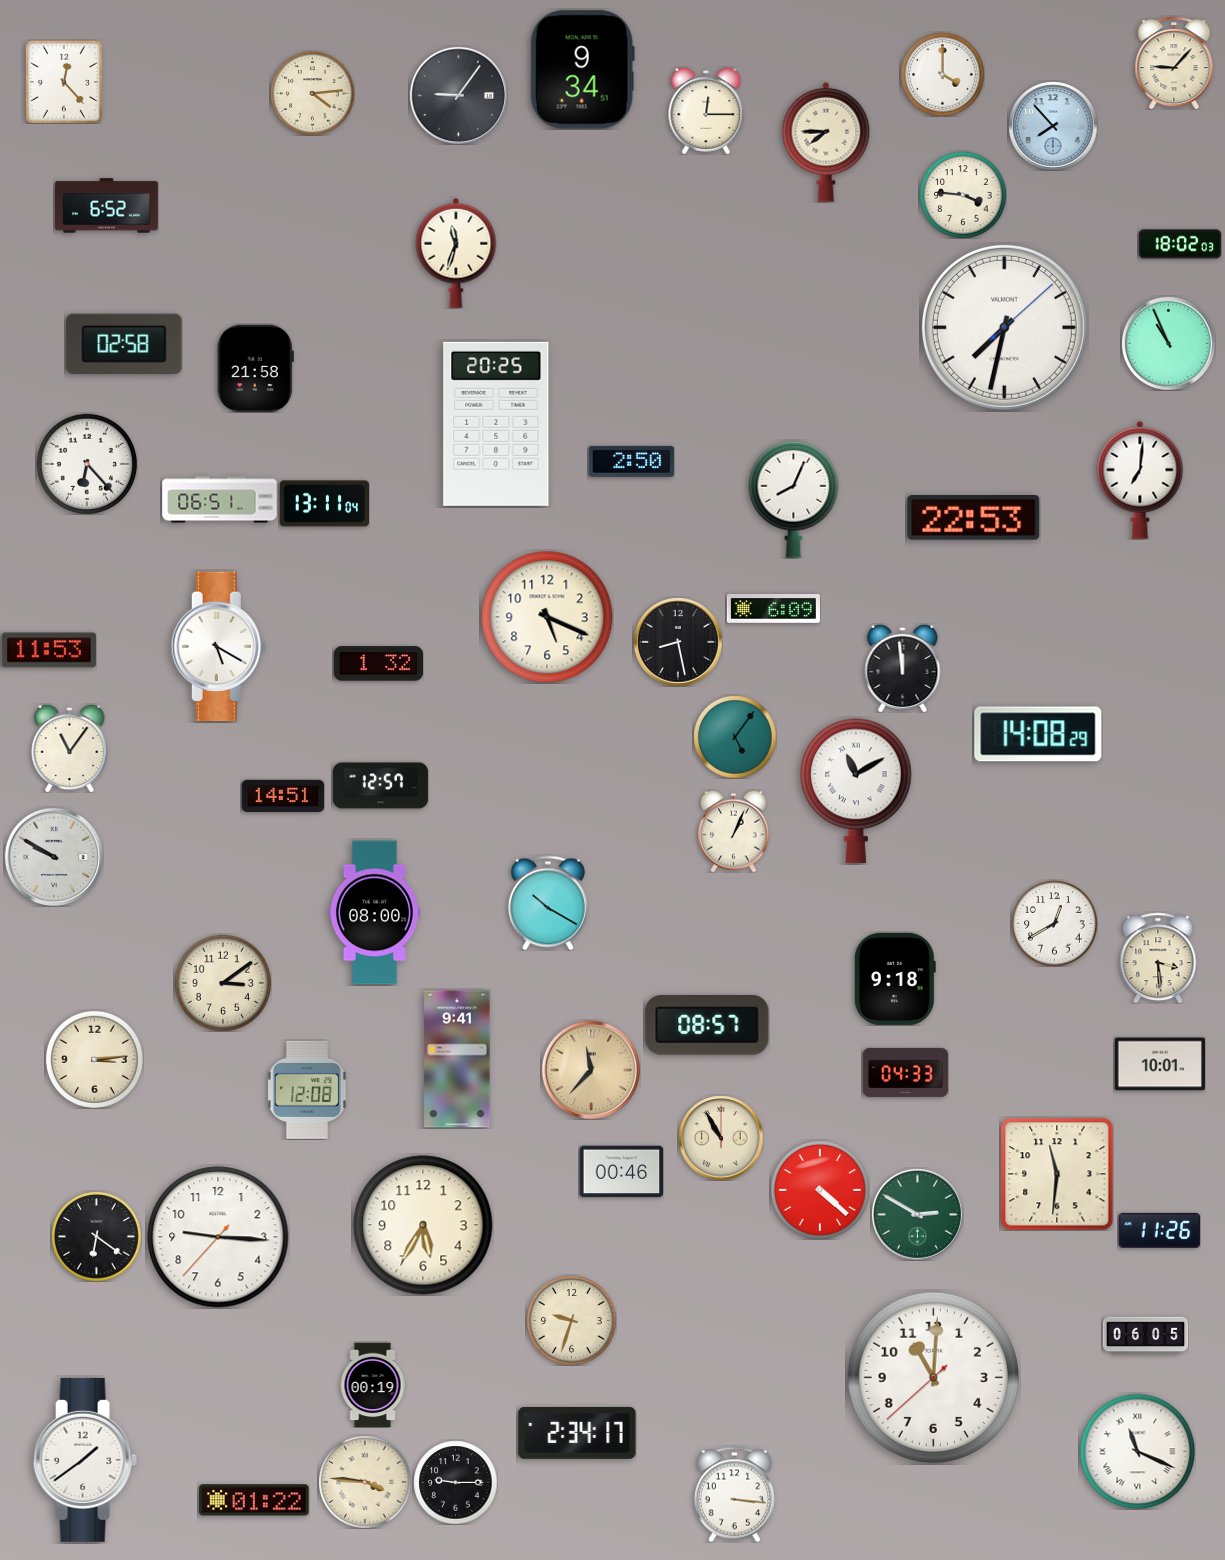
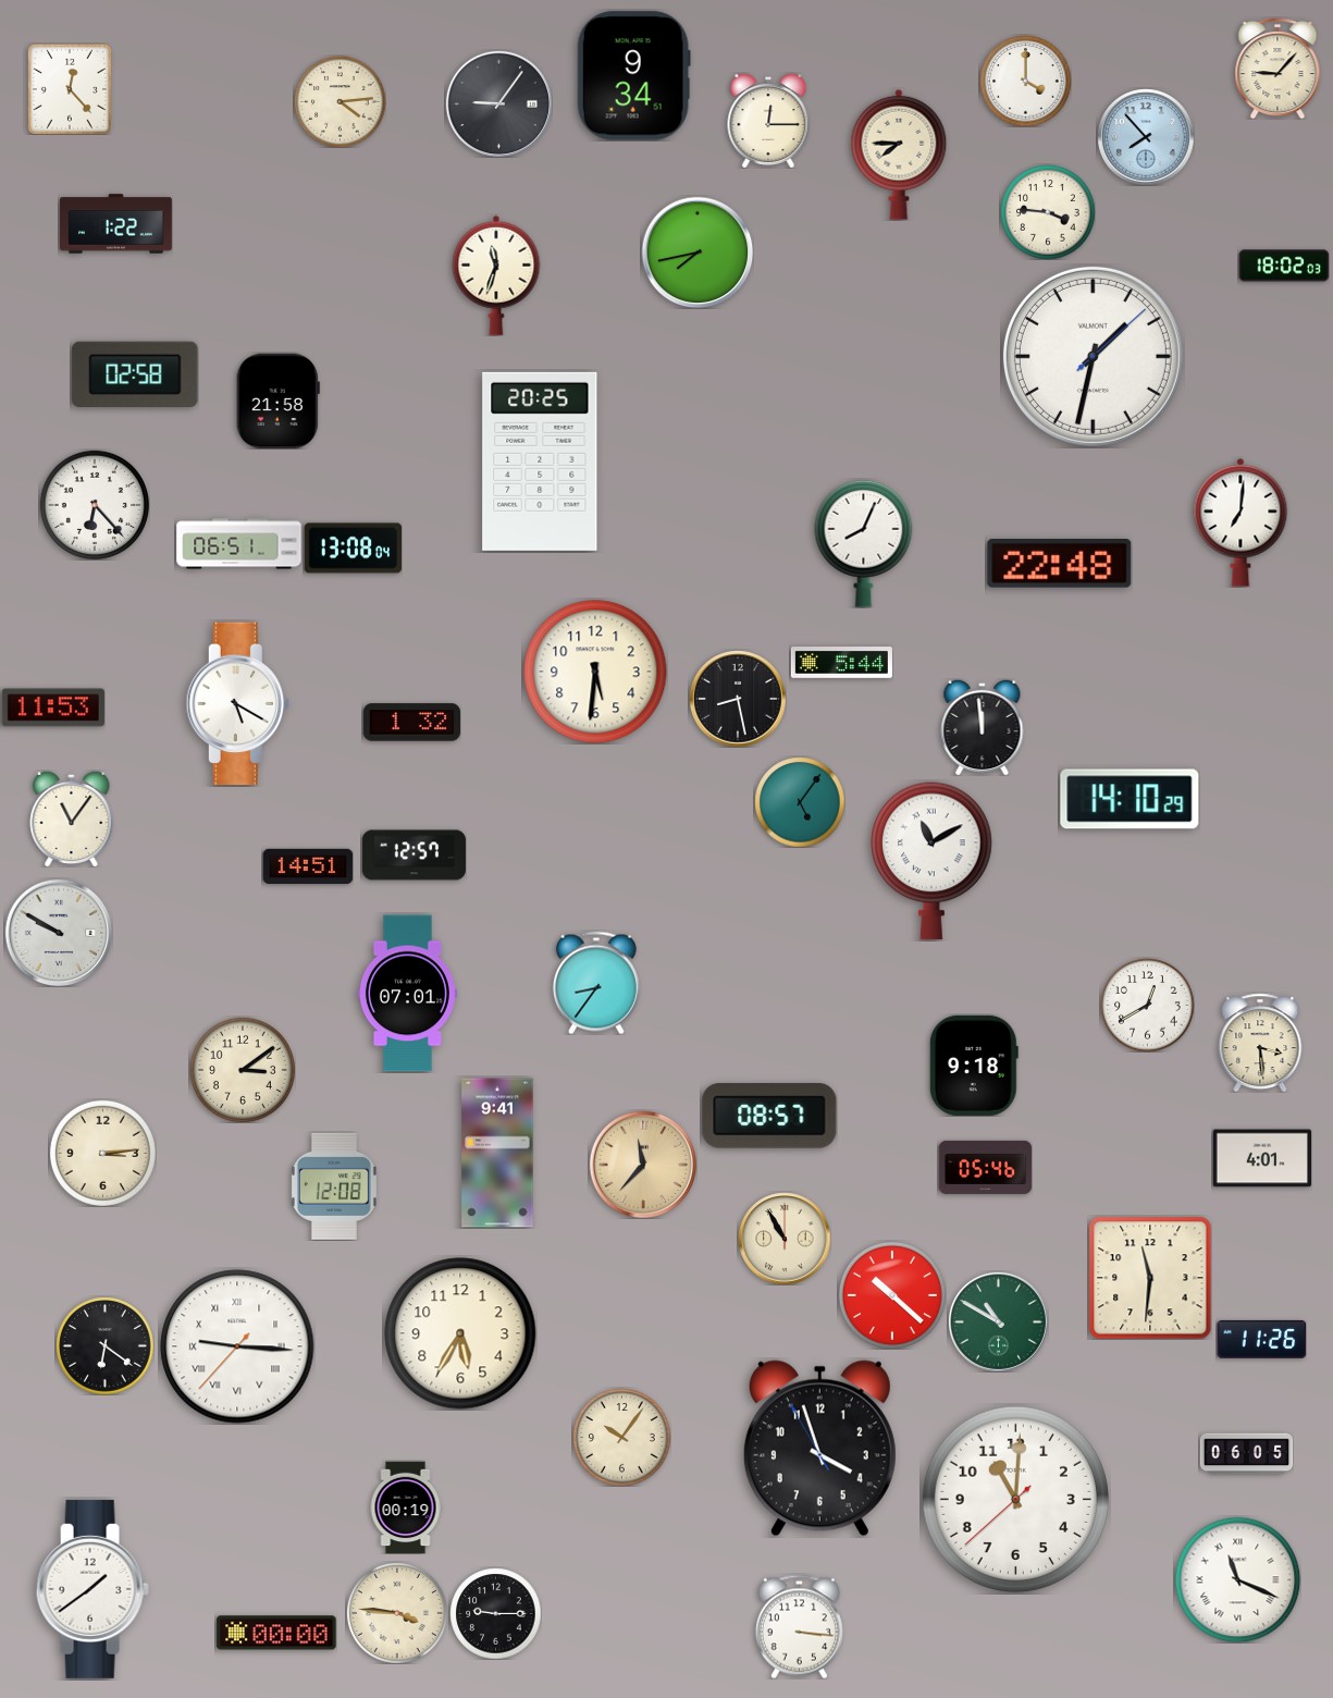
clock at (107, 206): 6:52 -> 1:22
clock at (698, 253): none -> 7:43
clock at (1004, 327): 7:32 -> 1:32
clock at (1168, 343): 10:56 -> none
clock at (631, 461): 2:50 -> none
clock at (324, 504): 13:11 -> 13:08
clock at (974, 518): 22:53 -> 22:48
clock at (773, 609): 6:09 -> 5:44
clock at (547, 617): 5:19 -> 5:31
clock at (1038, 734): 14:08 -> 14:10
clock at (70, 748) position: (70, 748) -> (72, 819)
clock at (734, 831): 1:04 -> none
clock at (548, 903): 10:20 -> 8:36
clock at (374, 913): 08:00 -> 07:01
clock at (1159, 1064): 10:01 -> 4:01
clock at (905, 1072): 04:33 -> 05:46
clock at (621, 1172): 00:46 -> none
clock at (820, 1190): 4:22 -> 10:22
clock at (917, 1214): 2:50 -> 10:50
clock at (218, 1237) numerals: Arabic -> Roman
clock at (572, 1321): 9:33 -> 10:06
clock at (819, 1449): none -> 3:56
clock at (577, 1433): 2:34 -> none
clock at (254, 1500): 01:22 -> 00:00
